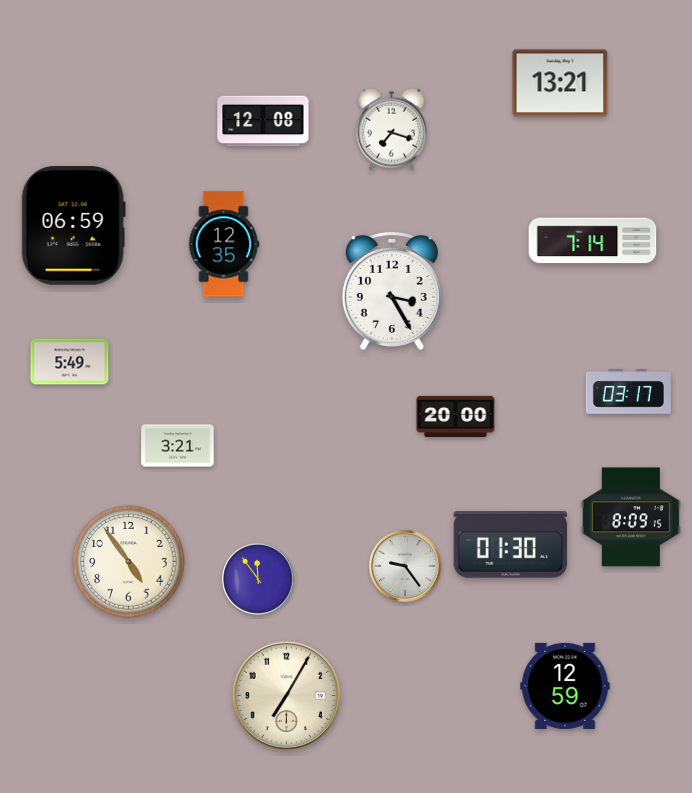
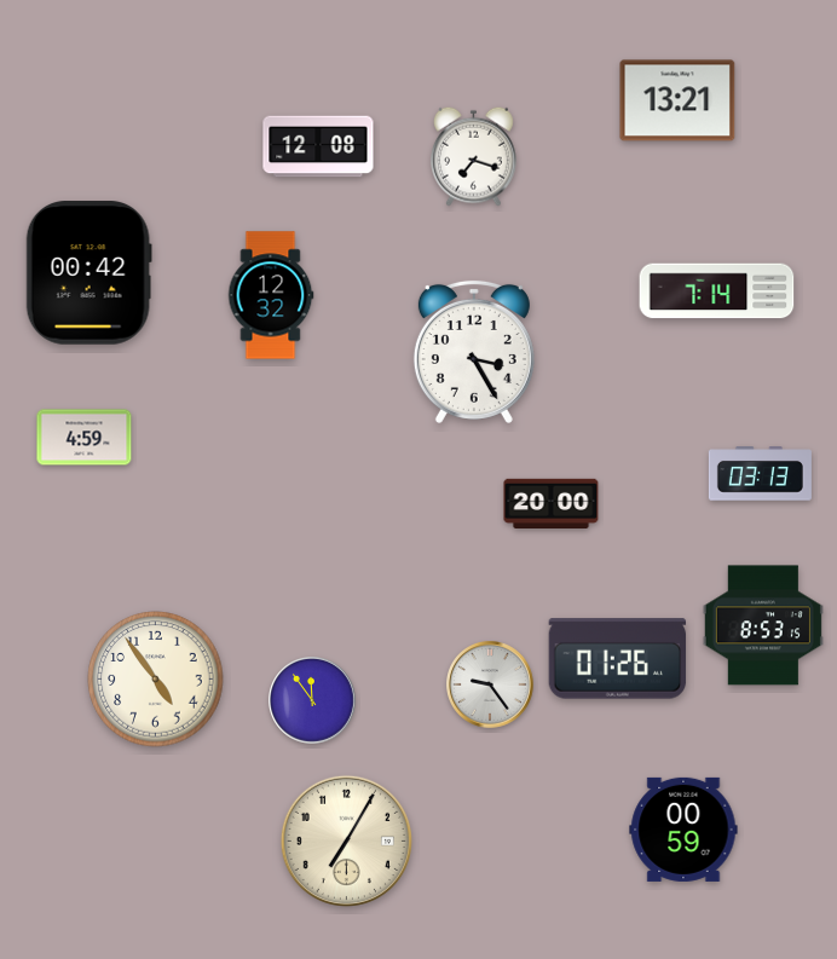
clock at (73, 226): 06:59 -> 00:42
clock at (224, 244): 12:35 -> 12:32
clock at (70, 362): 5:49 -> 4:59
clock at (628, 392): 03:17 -> 03:13
clock at (178, 446): 3:21 -> none
clock at (631, 517): 8:09 -> 8:53
clock at (511, 545): 01:30 -> 01:26
clock at (565, 686): 12:59 -> 00:59
